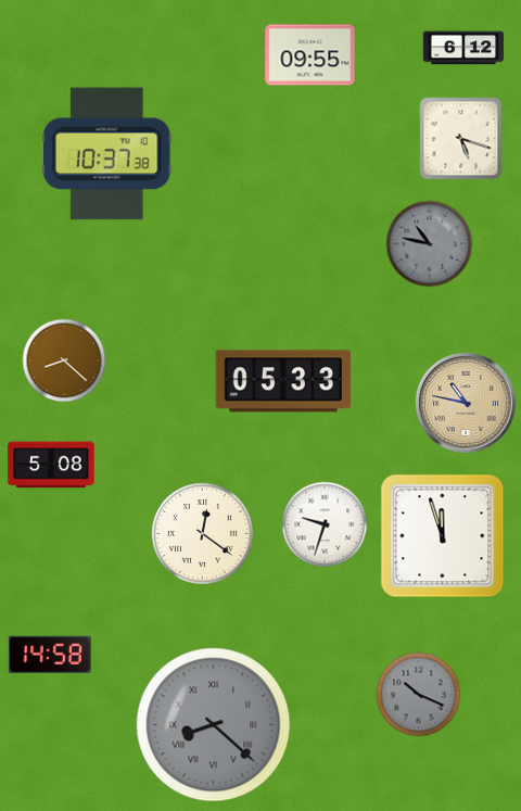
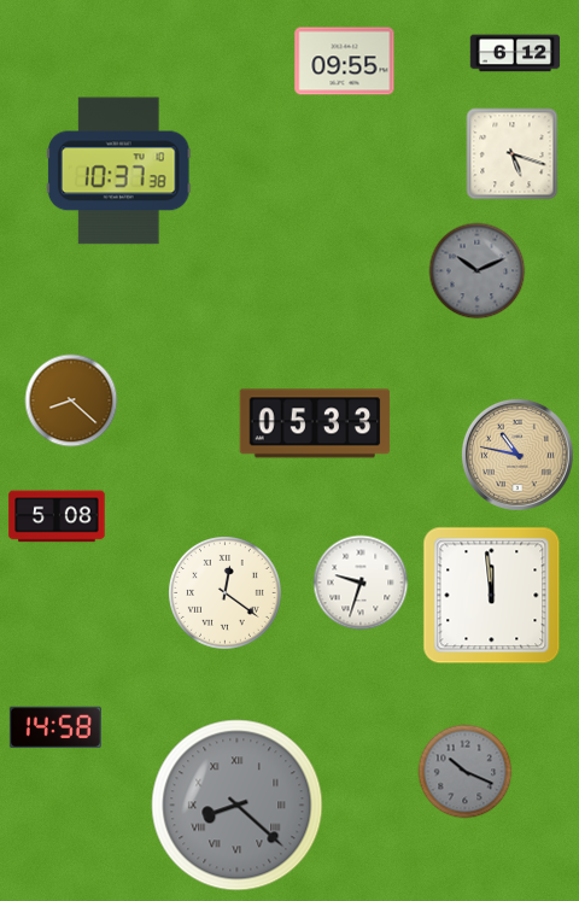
clock at (430, 244): 10:47 -> 10:11
clock at (466, 403) position: (466, 403) -> (517, 455)
clock at (443, 536): 11:57 -> 11:59
